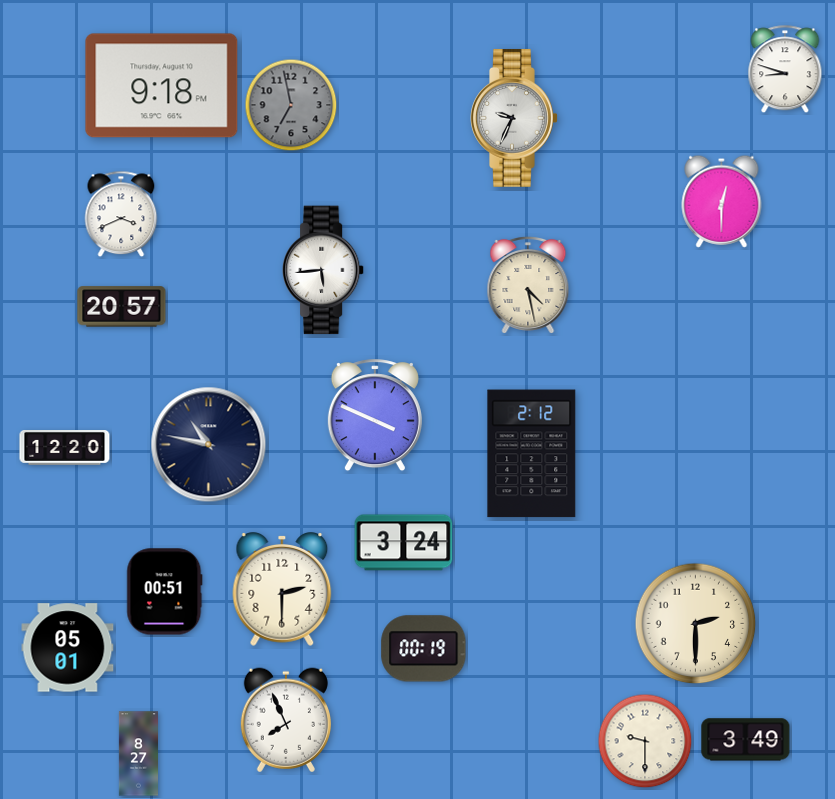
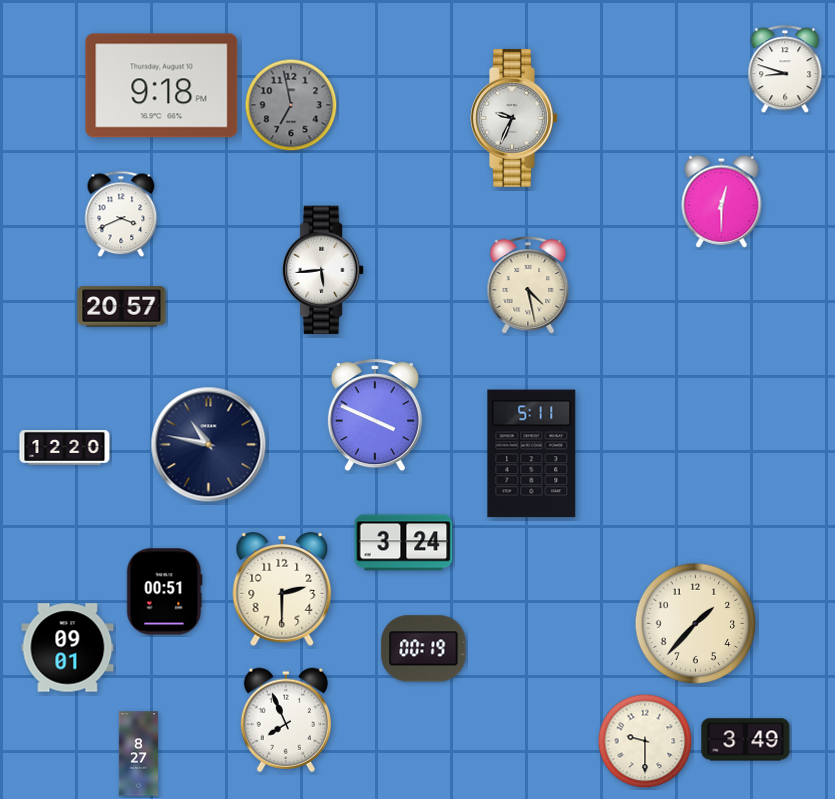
clock at (532, 454): 2:12 -> 5:11
clock at (696, 624): 2:30 -> 1:37
clock at (68, 648): 05:01 -> 09:01
